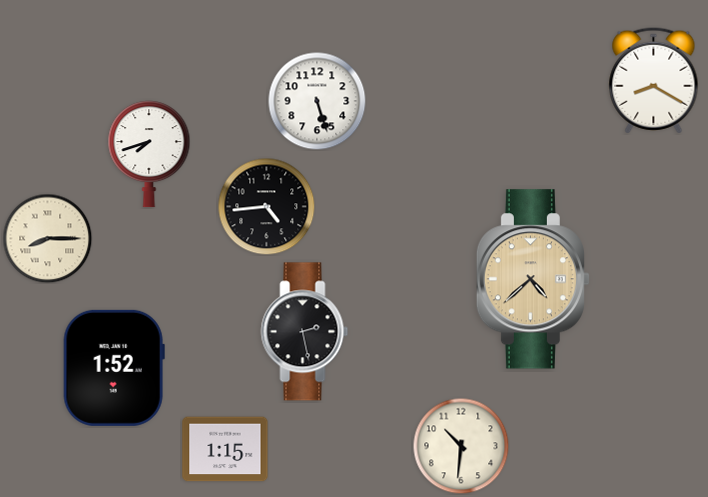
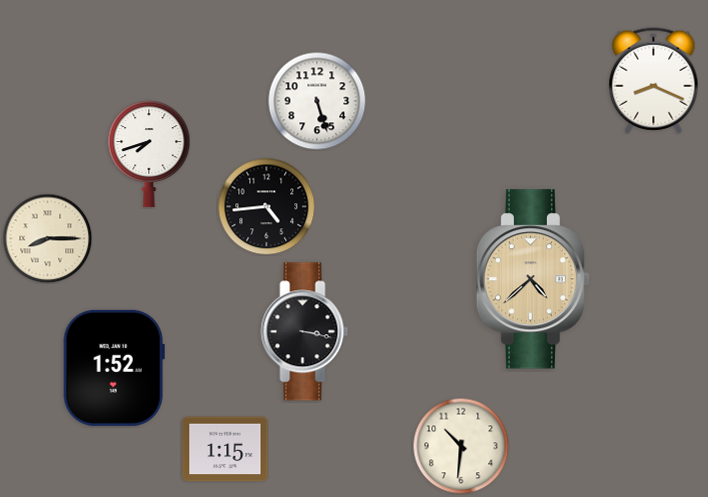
clock at (654, 81): 8:20 -> 8:19
clock at (305, 332): 2:28 -> 3:17
